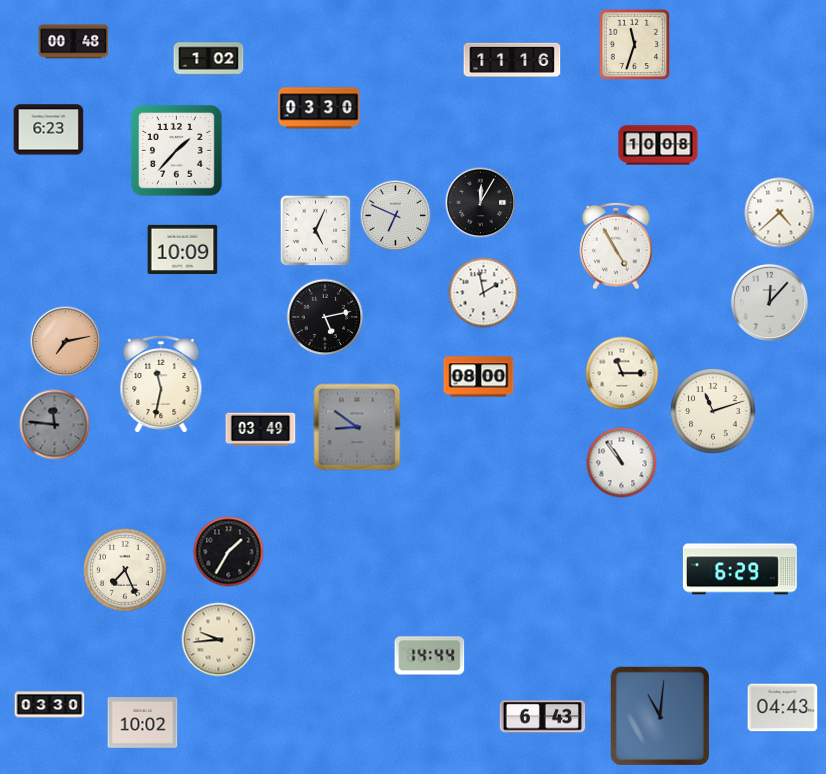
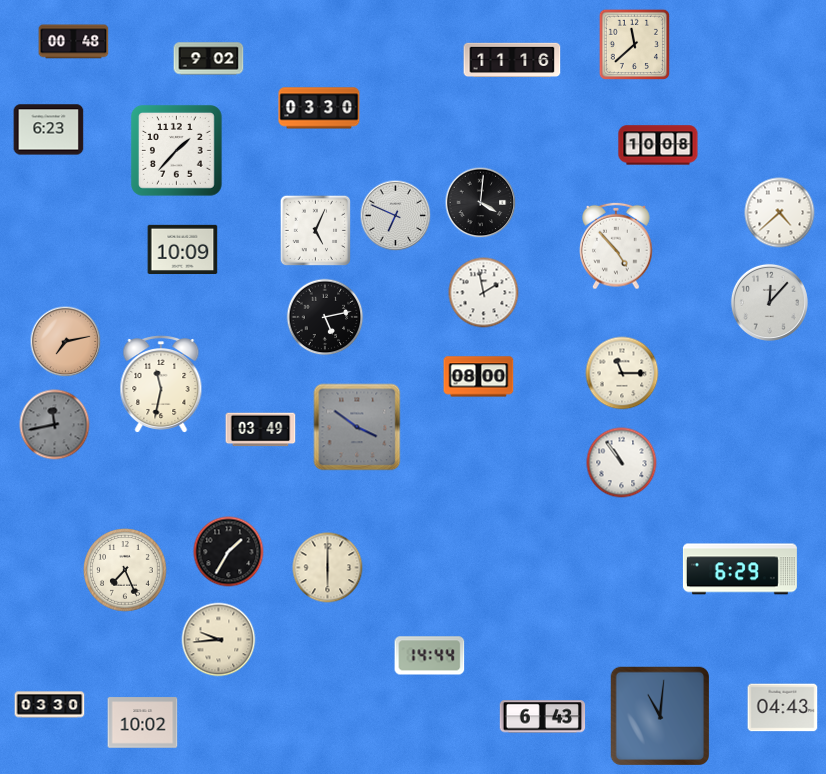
clock at (634, 44): 11:33 -> 11:38
clock at (209, 59): 1:02 -> 9:02
clock at (481, 203): 12:05 -> 4:01
clock at (617, 246): 4:55 -> 4:53
clock at (713, 411): 11:12 -> none
clock at (55, 425): 11:46 -> 11:43
clock at (357, 427): 8:51 -> 3:51
clock at (328, 568): none -> 6:00
